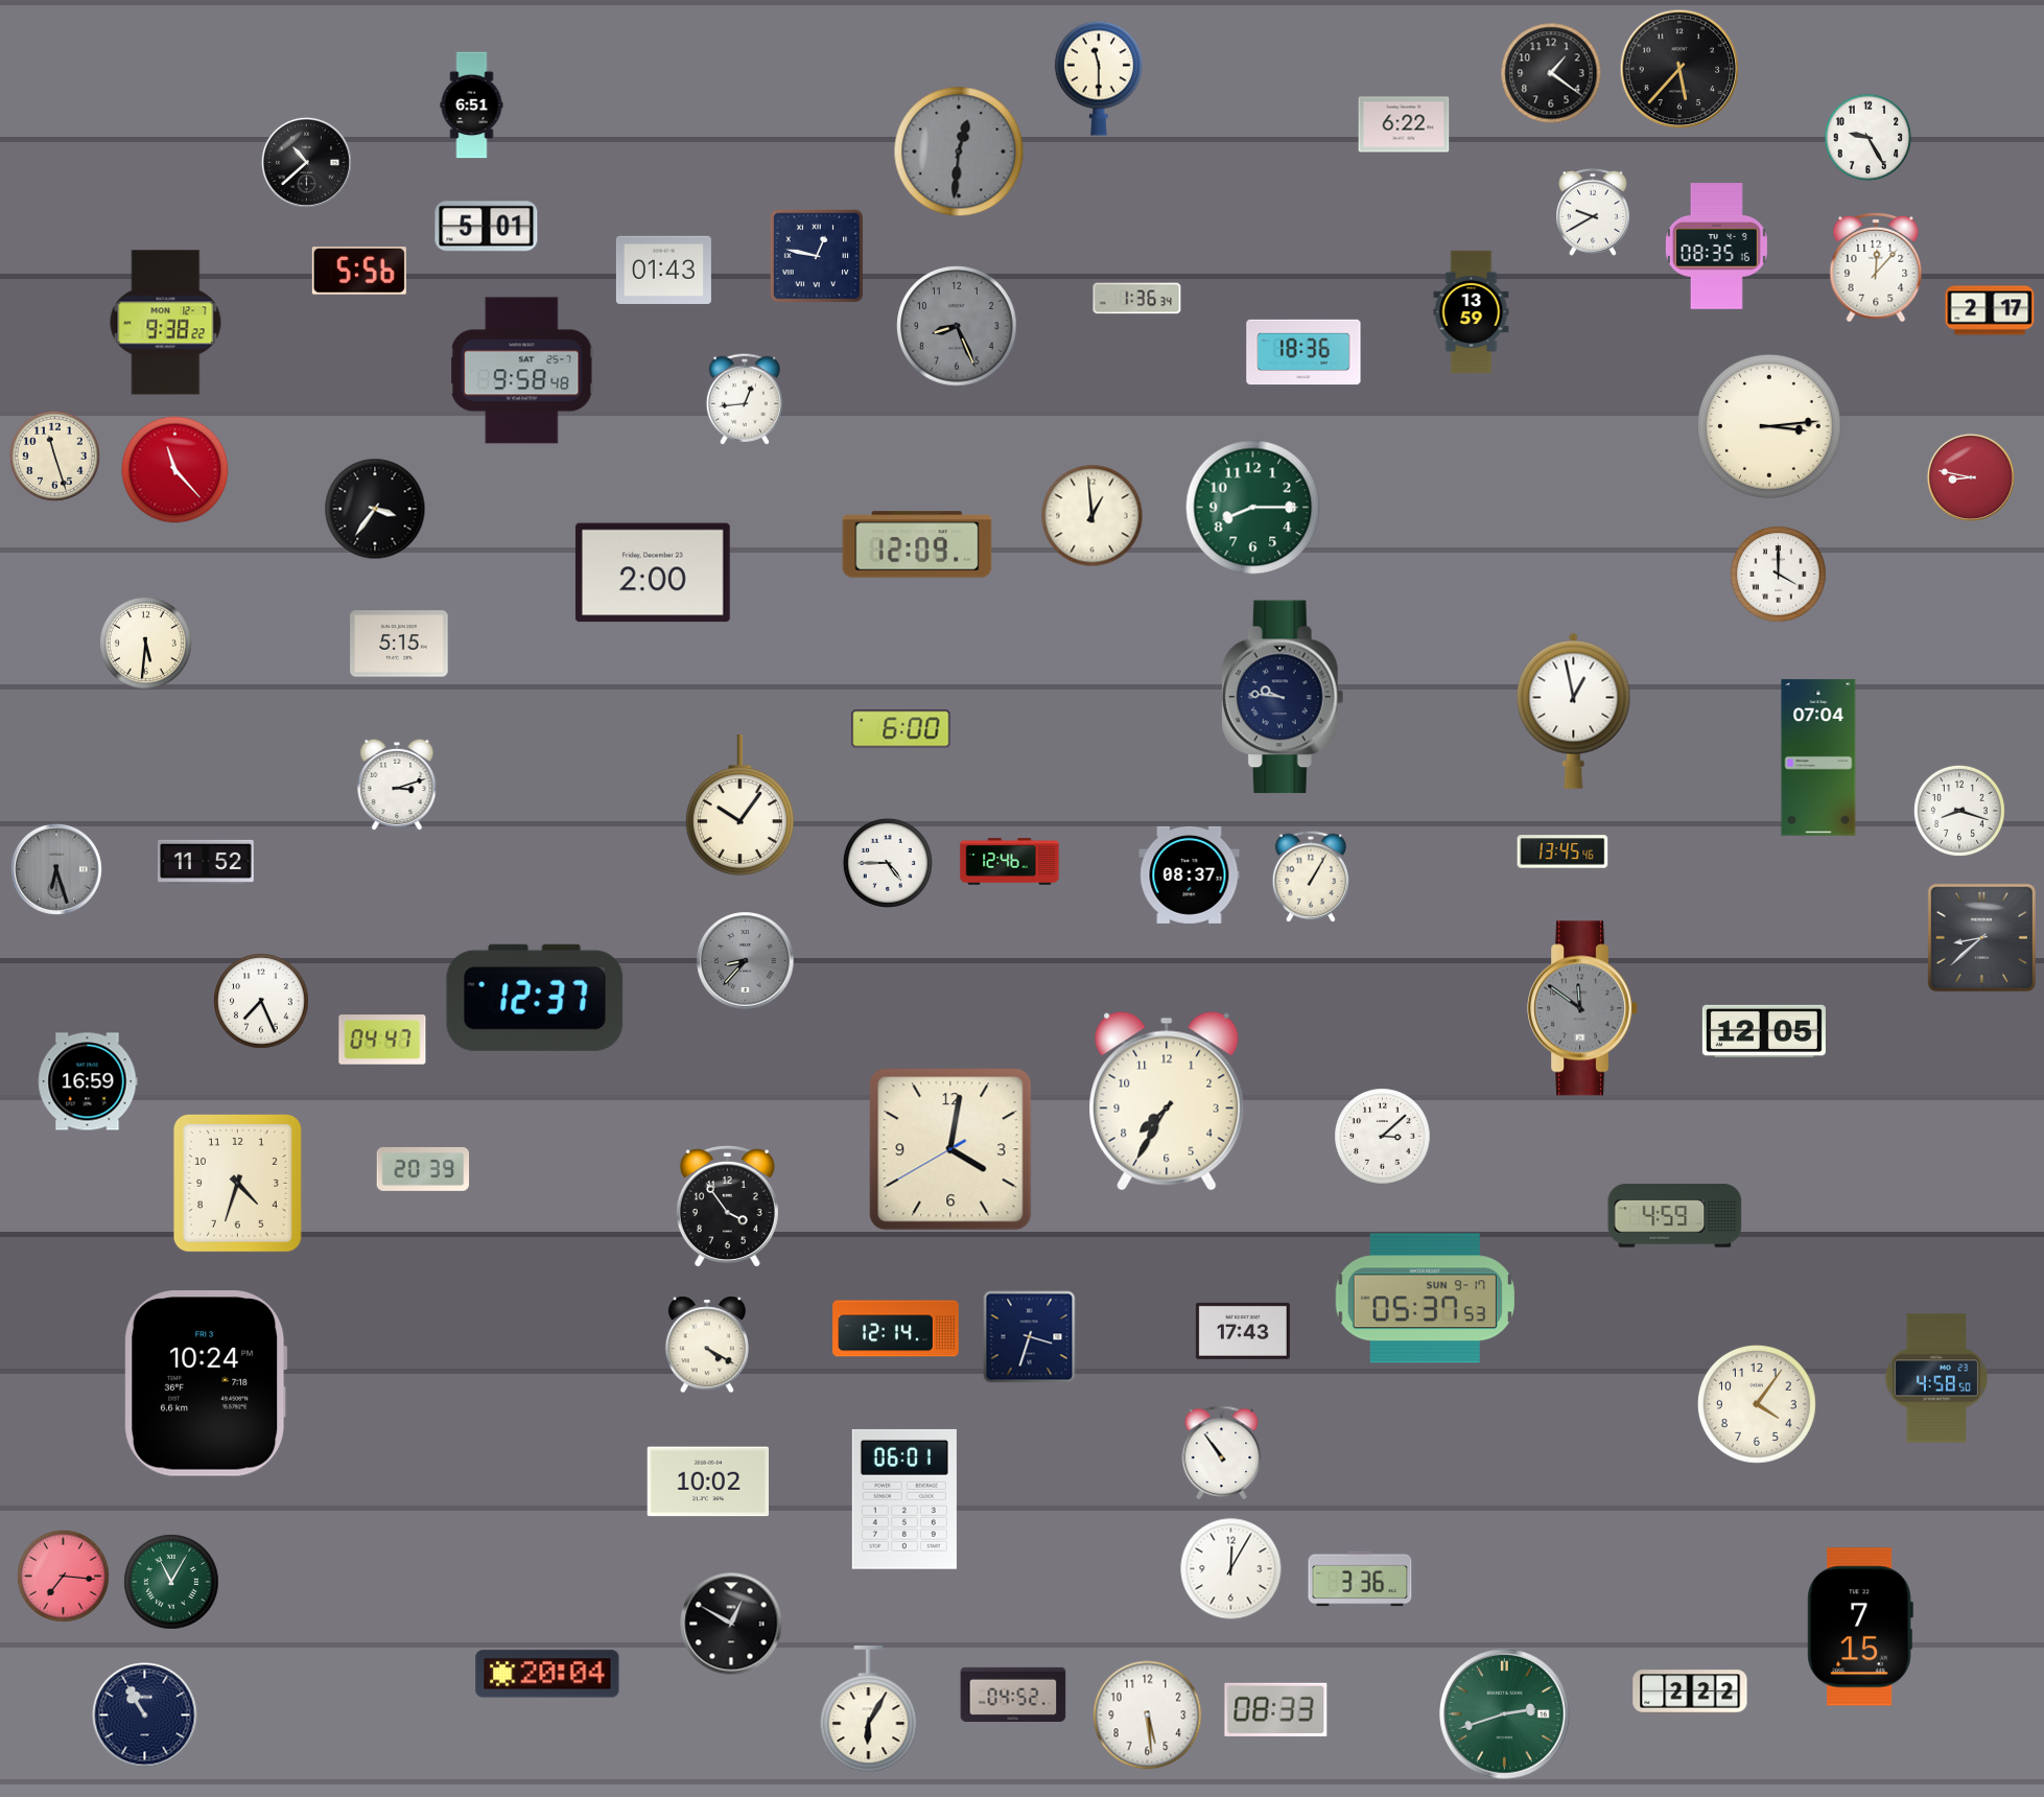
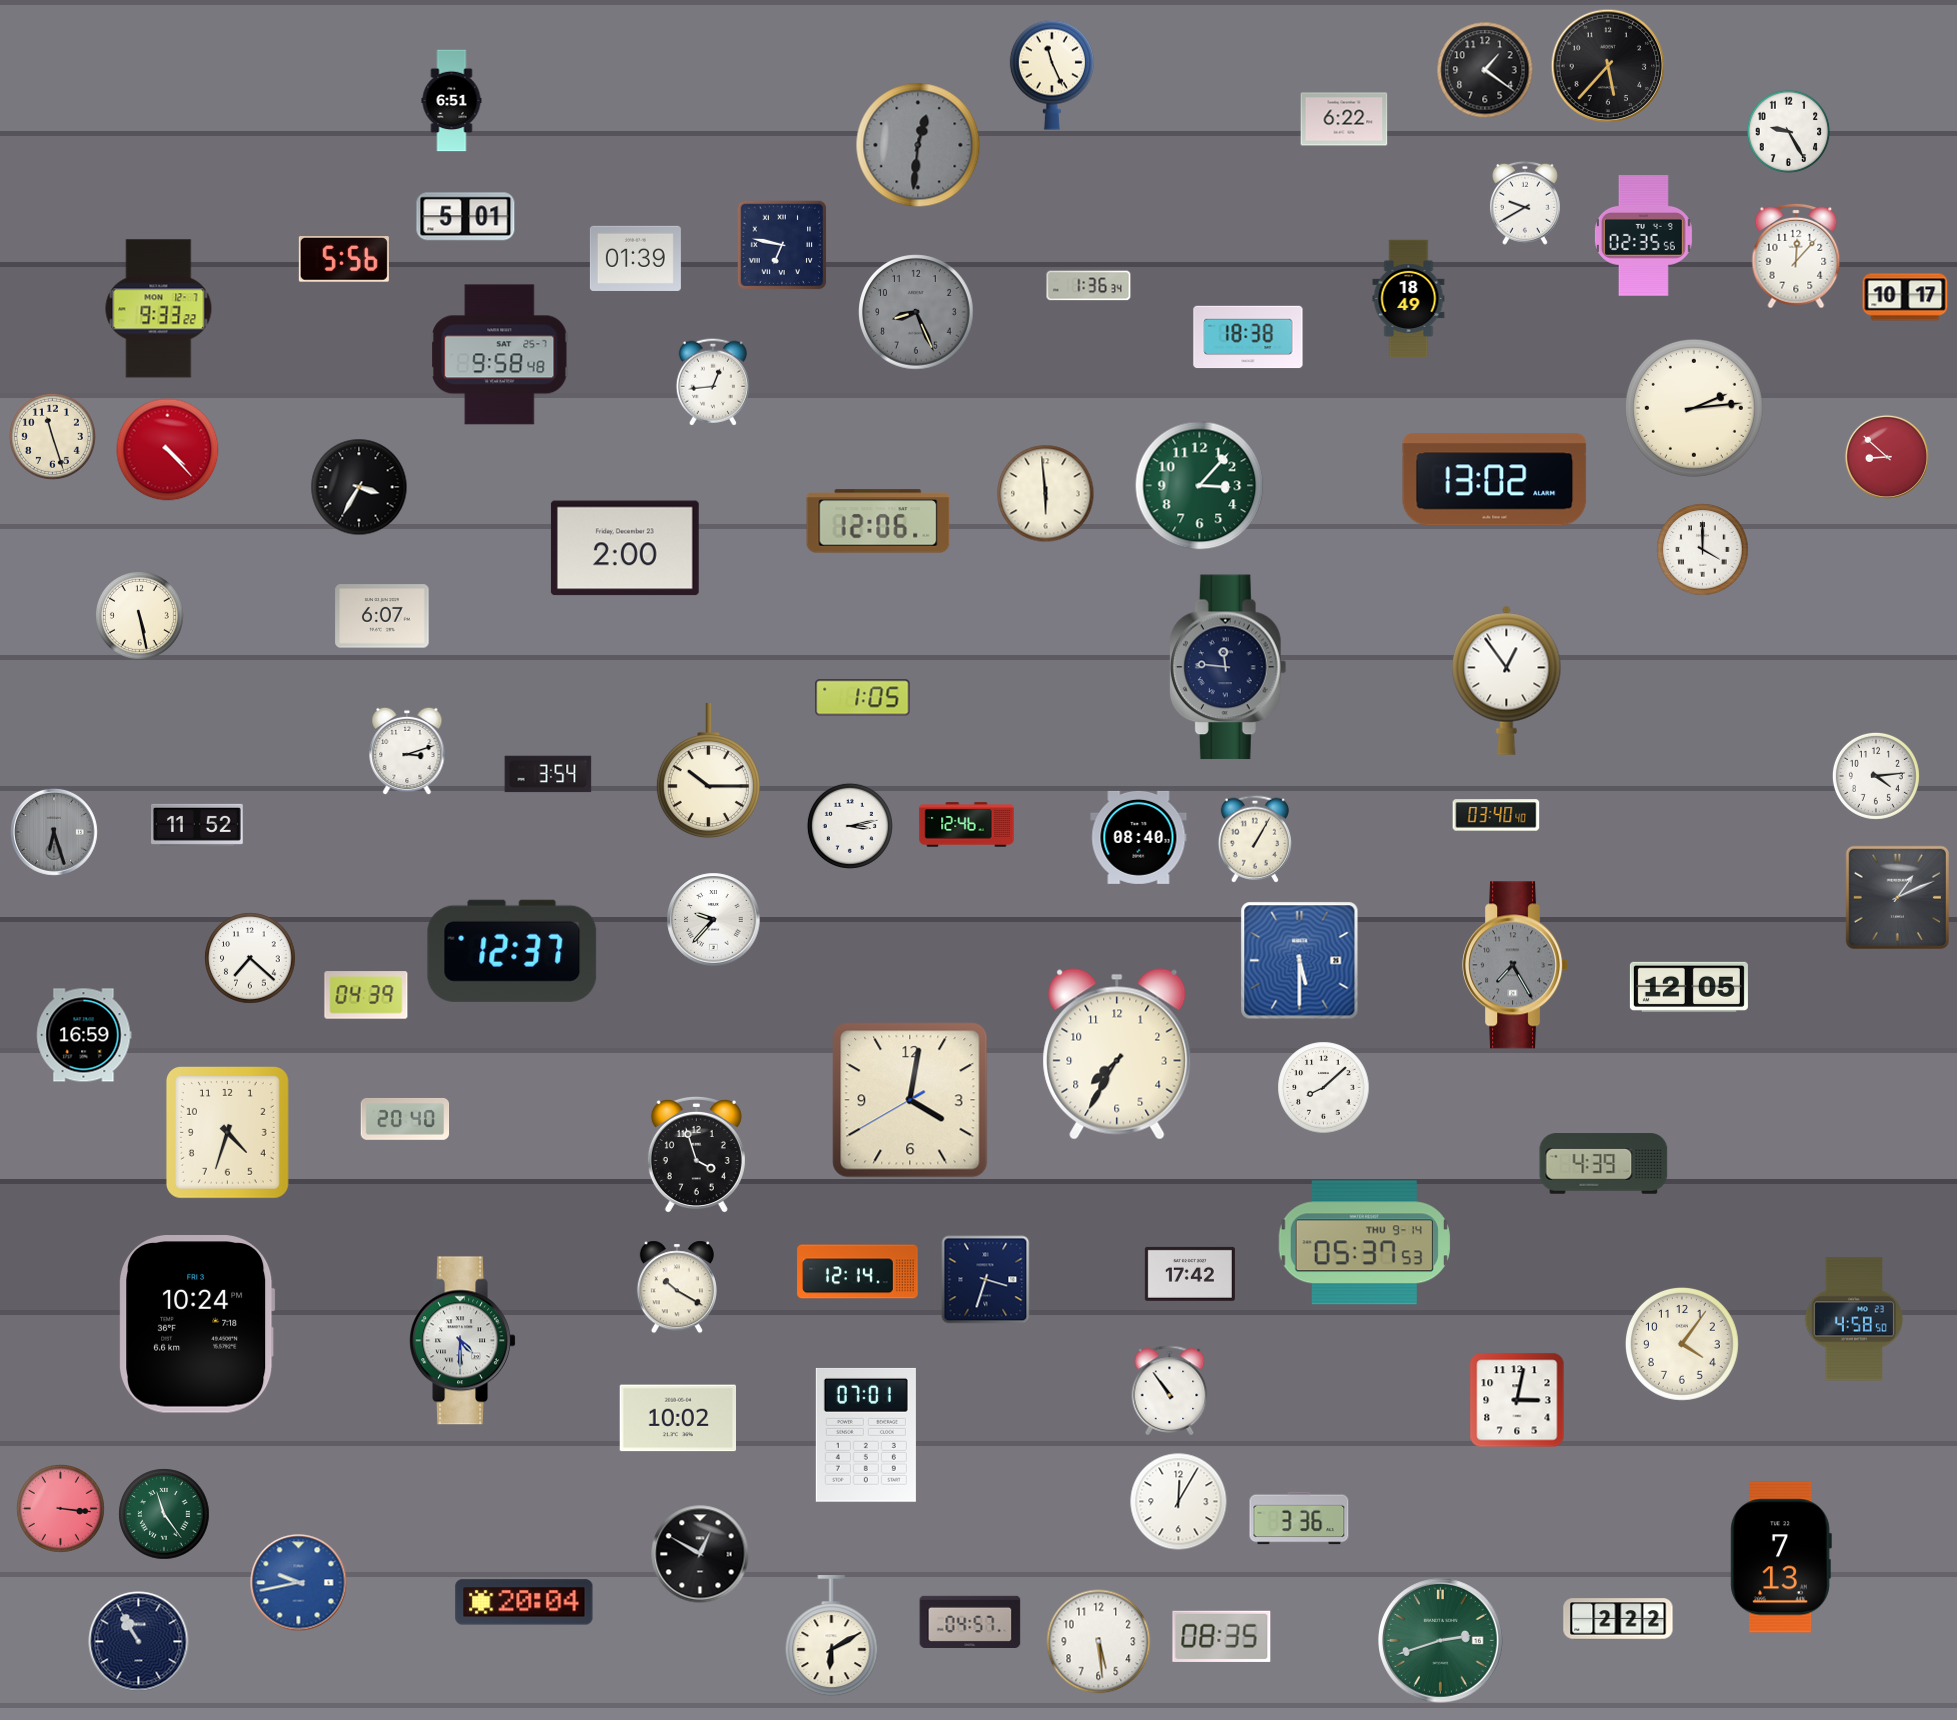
clock at (1099, 78): 11:30 -> 11:26
clock at (306, 162): 10:38 -> none
clock at (1716, 247): 08:35 -> 02:35
clock at (817, 256): 12:47 -> 6:47
clock at (663, 270): 01:43 -> 01:39
clock at (1990, 310): 2:17 -> 10:17
clock at (1472, 311): 13:59 -> 18:49
clock at (166, 323): 9:38 -> 9:33
clock at (1303, 352): 18:36 -> 18:38
clock at (1769, 426): 3:14 -> 2:14
clock at (175, 470): 11:23 -> 4:23
clock at (1971, 477): 8:47 -> 8:52
clock at (1495, 480): none -> 13:02
clock at (1253, 508): 8:15 -> 3:07
clock at (375, 509): 3:36 -> 3:35
clock at (1093, 516): 12:59 -> 5:59
clock at (917, 544): 12:09 -> 12:06
clock at (145, 643): 5:31 -> 5:28
clock at (399, 644): 5:15 -> 6:07
clock at (1283, 697): 9:46 -> 11:46
clock at (1574, 710): 12:58 -> 12:54
clock at (901, 729): 6:00 -> 1:05
clock at (1818, 757): 07:04 -> none
clock at (397, 785) position: (397, 785) -> (407, 751)
clock at (739, 806): 10:06 -> 10:15
clock at (548, 774): none -> 3:54
clock at (1959, 811): 8:18 -> 4:14
clock at (1563, 851): 13:45 -> 03:40
clock at (888, 863): 4:45 -> 3:13
clock at (1190, 874): 08:37 -> 08:40
clock at (1981, 937): 8:38 -> 1:11
clock at (746, 961): 8:37 -> 9:37
clock at (746, 961) dial: grey -> white
clock at (535, 998) position: (535, 998) -> (512, 951)
clock at (261, 1001): 7:26 -> 7:22
clock at (1300, 961): none -> 5:30
clock at (1583, 1008): 11:51 -> 7:25
clock at (382, 1040): 04:47 -> 04:39
clock at (1383, 1137): 3:08 -> 8:08
clock at (423, 1169): 20:39 -> 20:40
clock at (727, 1206): 3:54 -> 3:57
clock at (1675, 1216): 4:59 -> 4:39
clock at (1425, 1299) date: SUN 9-17 -> THU 9-14
clock at (1243, 1331): 17:43 -> 17:42
clock at (707, 1345): 4:20 -> 10:20
clock at (462, 1341): none -> 4:30
clock at (1517, 1400): none -> 3:02
clock at (904, 1499): 06:01 -> 07:01
clock at (63, 1576): 7:16 -> 3:16
clock at (1360, 1579) position: (1360, 1579) -> (1299, 1518)
clock at (171, 1582): 11:05 -> 11:24
clock at (1860, 1627): 7:15 -> 7:13
clock at (299, 1583): none -> 9:43
clock at (1013, 1694): 04:52 -> 04:57
clock at (869, 1709): 6:05 -> 6:10
clock at (1276, 1709): 08:33 -> 08:35
